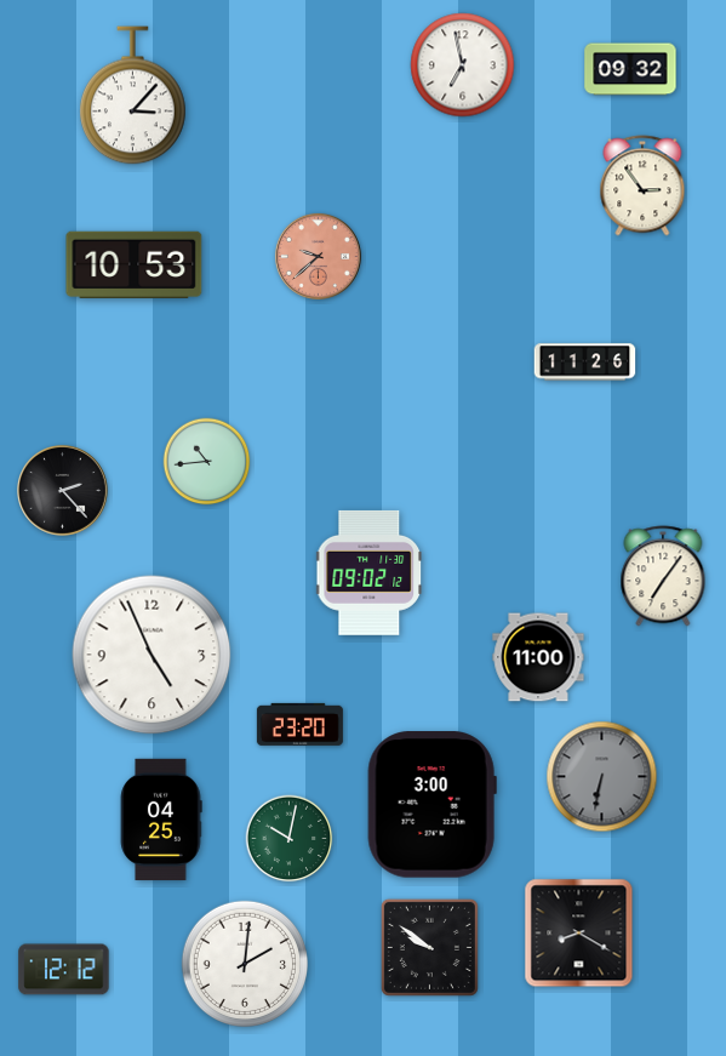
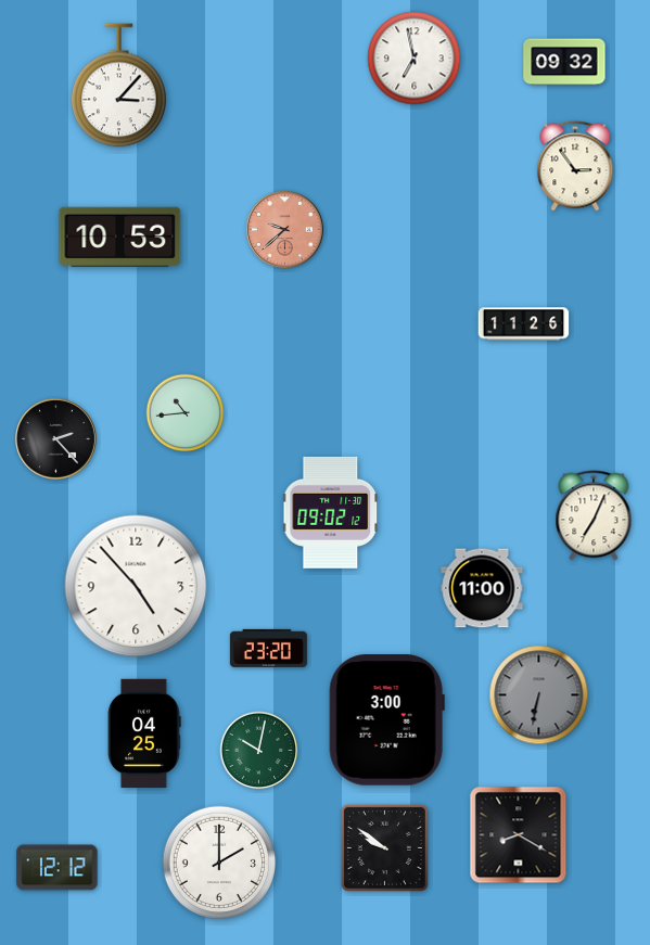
clock at (663, 576): 7:06 -> 7:04
clock at (152, 655): 4:56 -> 4:53
clock at (244, 963): 2:01 -> 2:00
